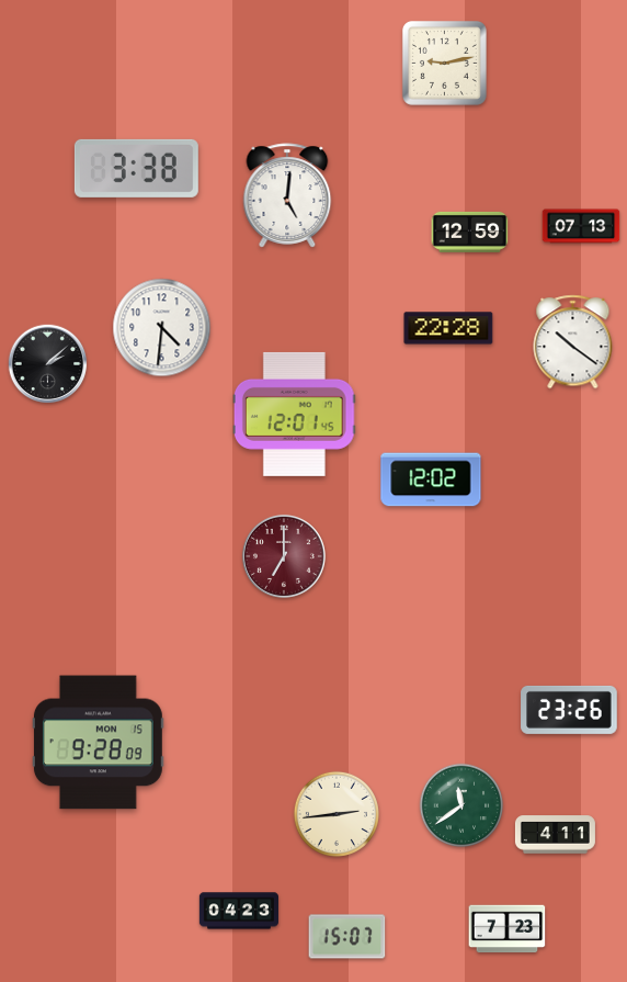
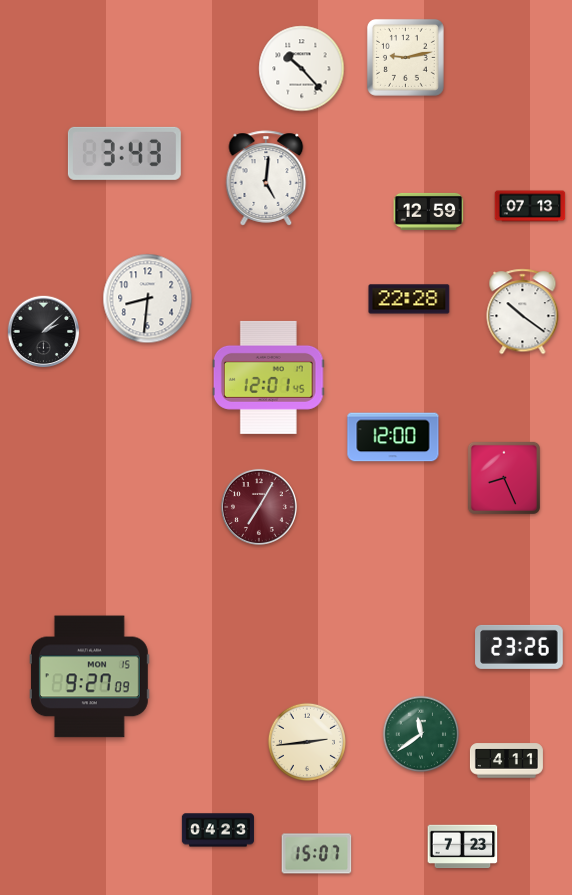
clock at (302, 69): none -> 10:23
clock at (136, 168): 3:38 -> 3:43
clock at (287, 195) position: (287, 195) -> (266, 178)
clock at (162, 328): 4:31 -> 8:31
clock at (431, 479): 12:02 -> 12:00
clock at (504, 478): none -> 8:26
clock at (284, 556): 7:00 -> 7:05
clock at (98, 743): 9:28 -> 9:27
